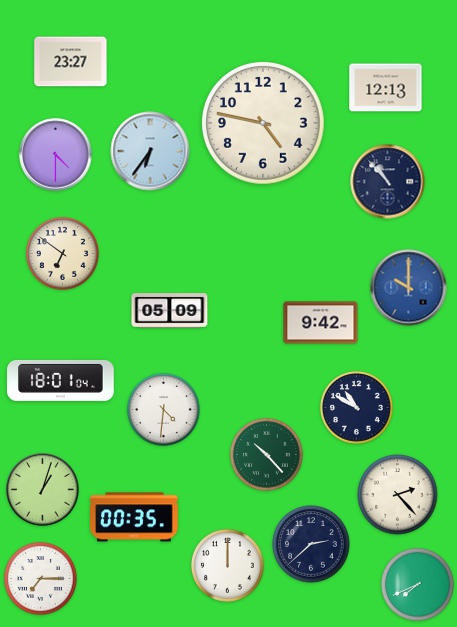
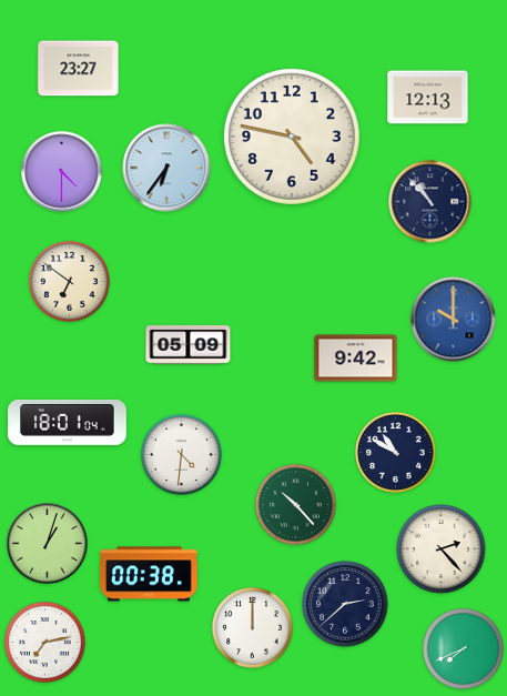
clock at (135, 517): 00:35 -> 00:38
clock at (40, 578): 7:15 -> 7:13
